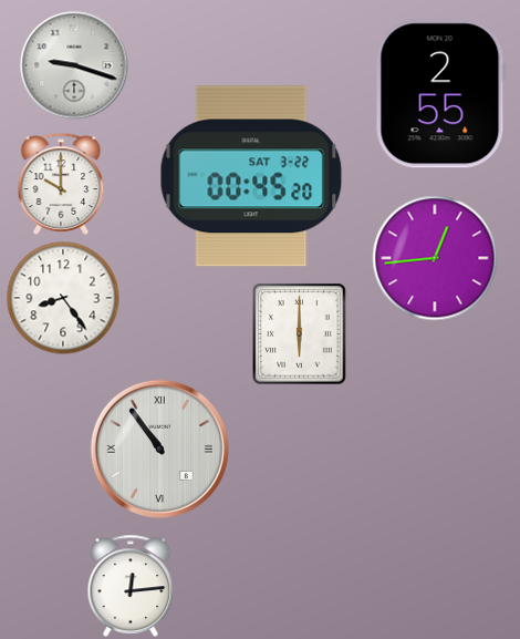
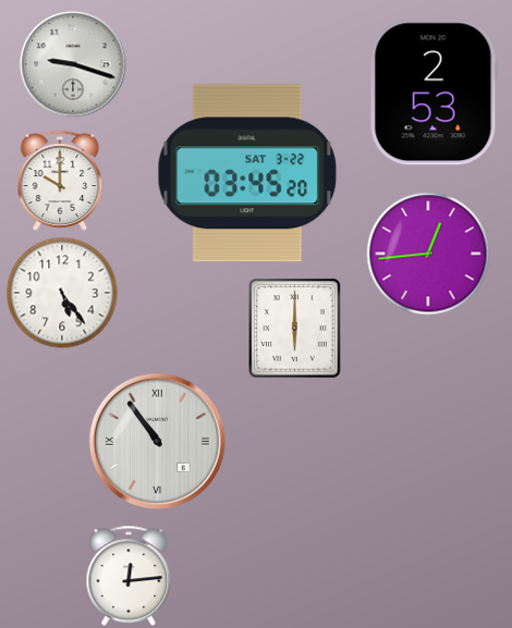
clock at (440, 94): 2:55 -> 2:53
clock at (251, 176): 00:45 -> 03:45
clock at (63, 298): 8:24 -> 5:24
